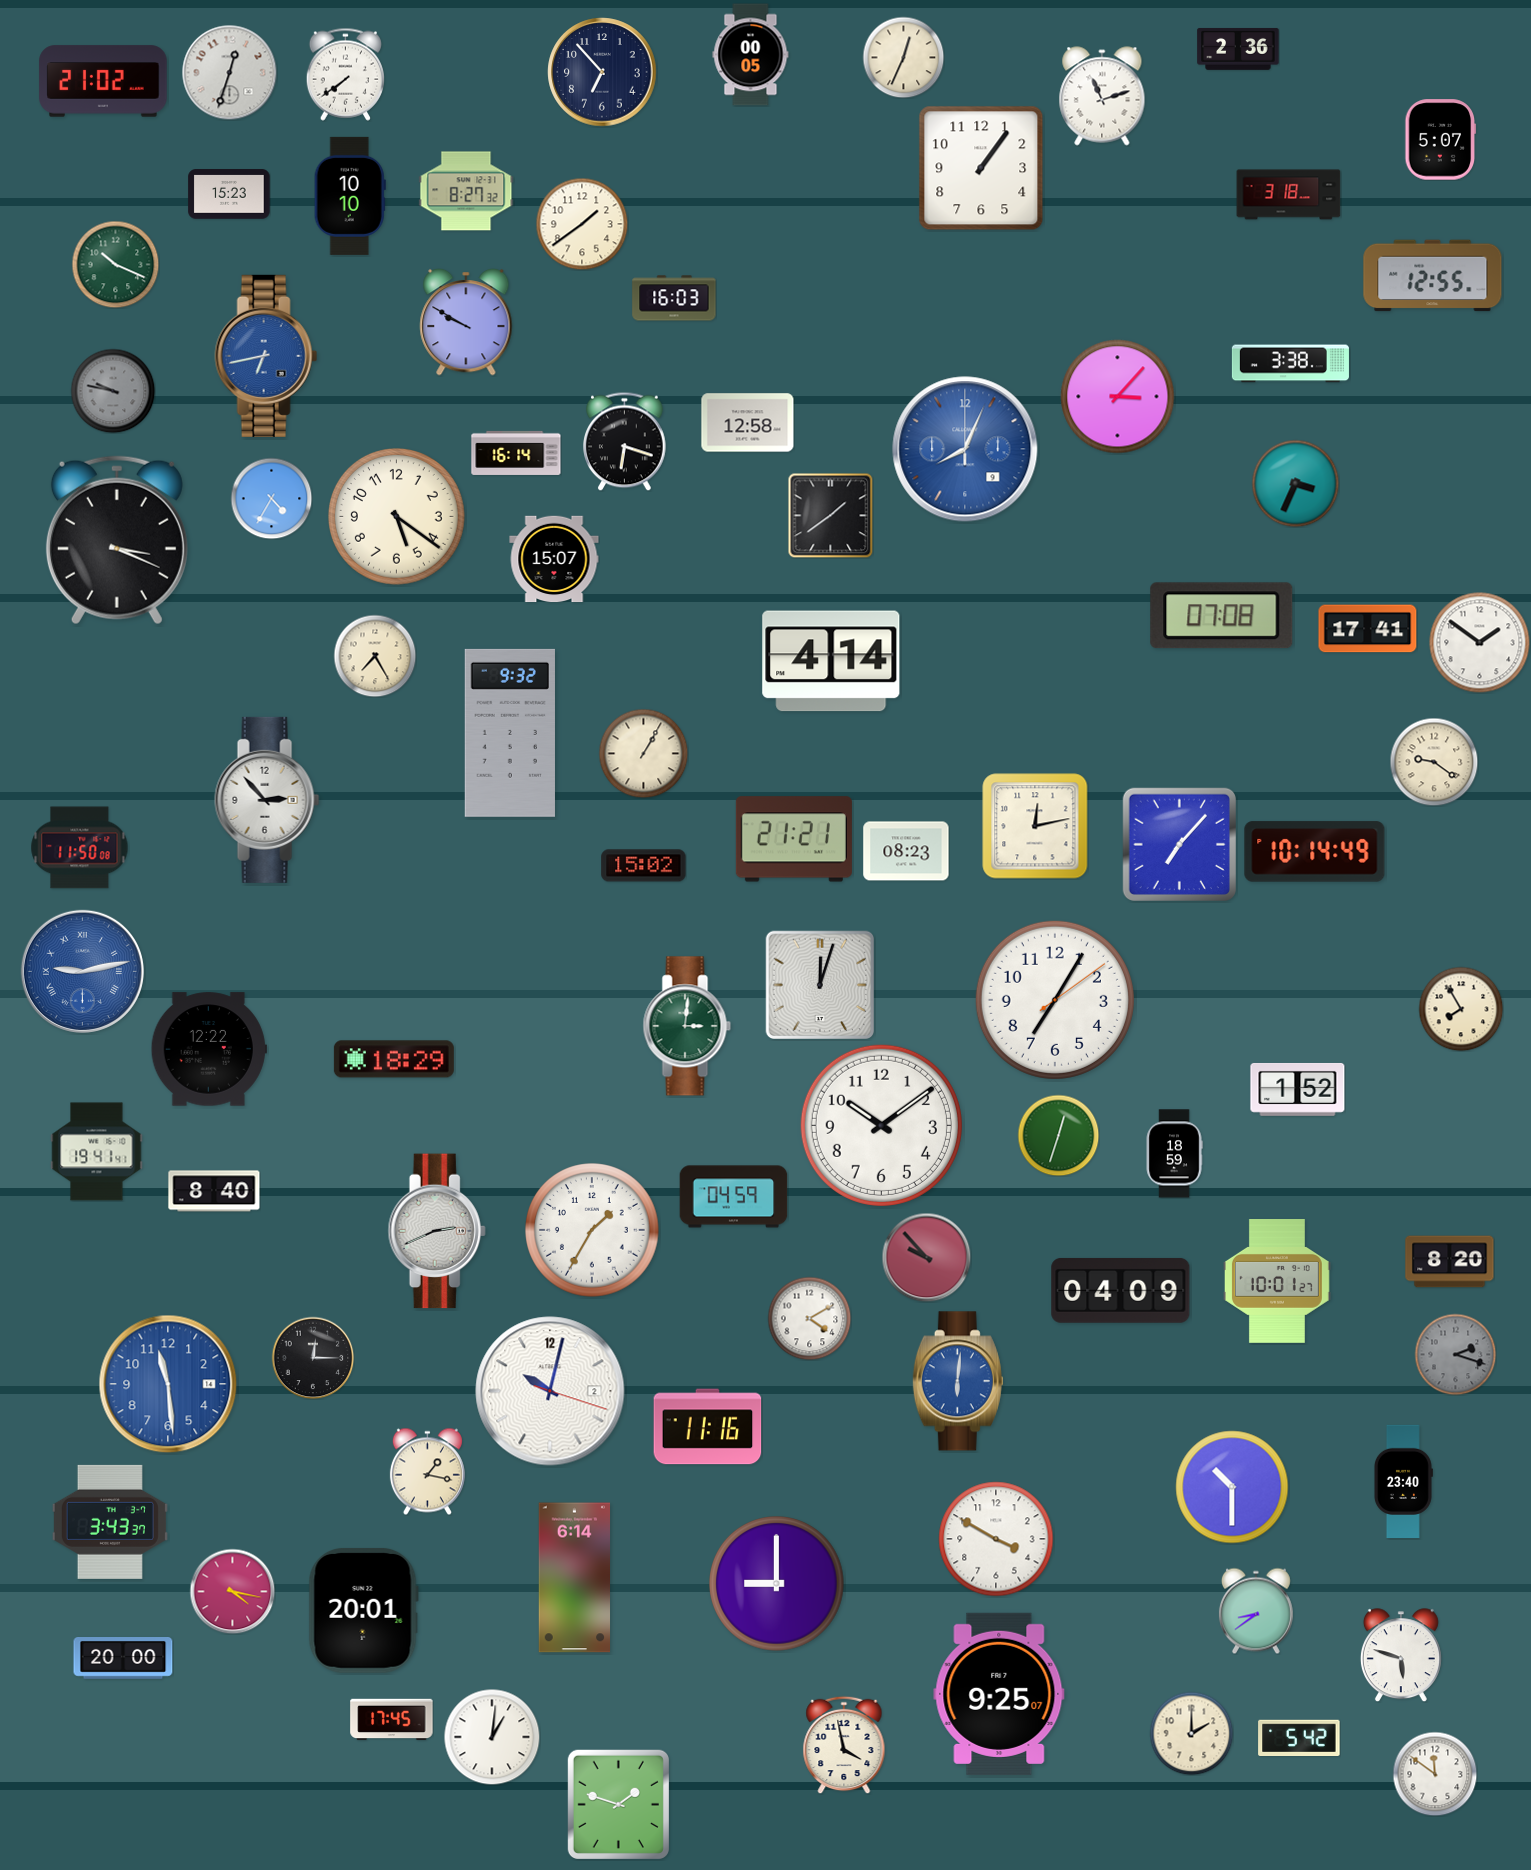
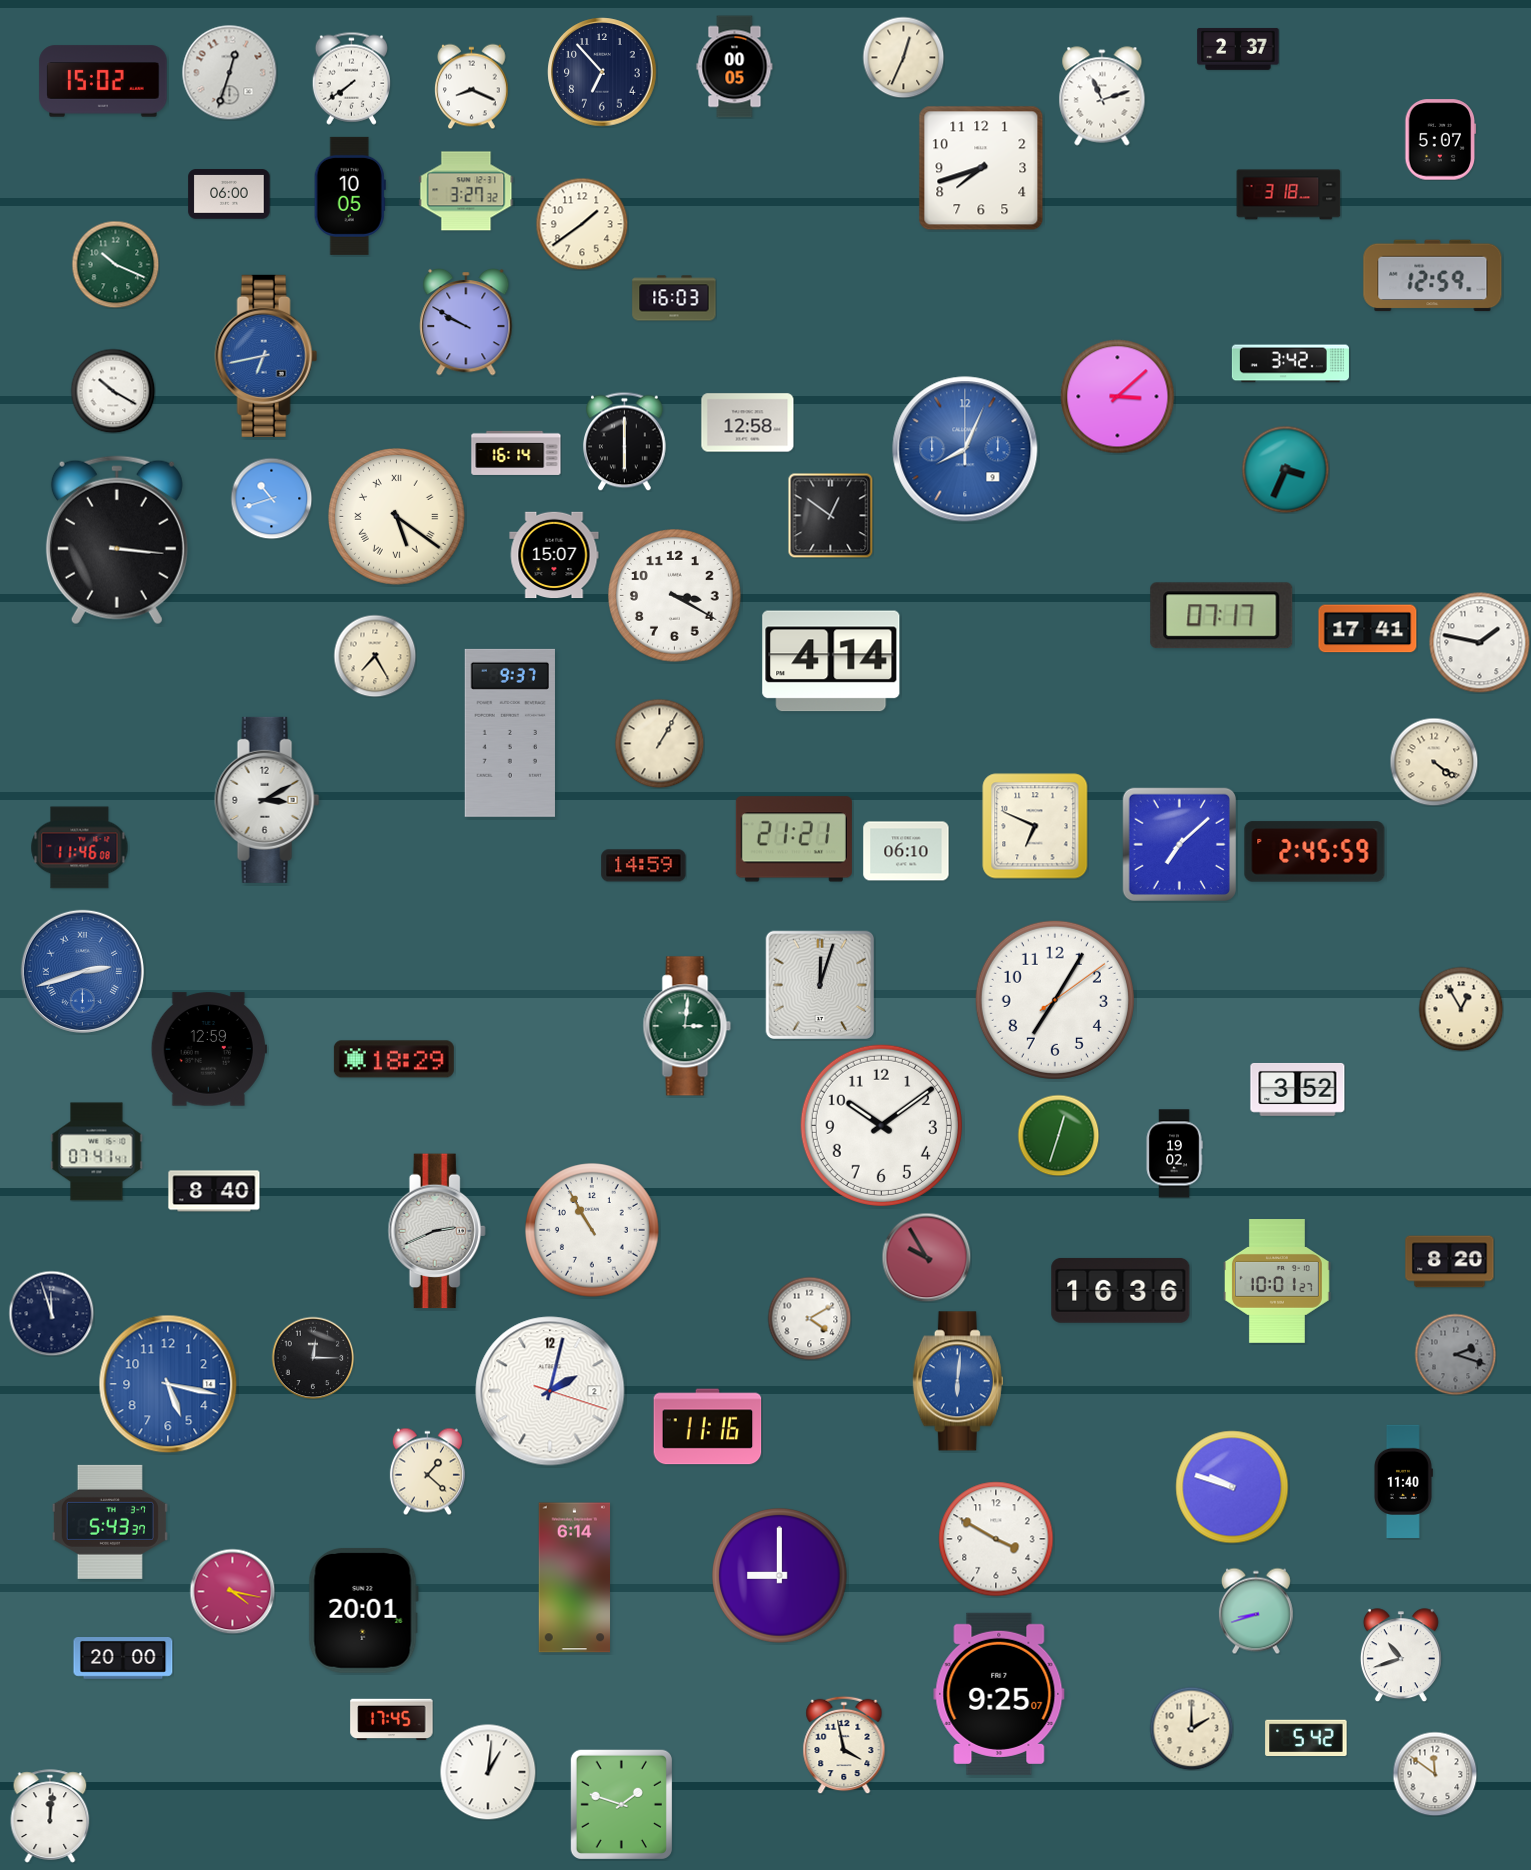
clock at (1238, 49): 2:36 -> 2:37
clock at (751, 55) position: (751, 55) -> (735, 67)
clock at (345, 74) position: (345, 74) -> (351, 78)
clock at (103, 81): 21:02 -> 15:02
clock at (472, 86): none -> 8:19
clock at (981, 168): 1:06 -> 7:42
clock at (466, 191): 8:27 -> 3:27
clock at (229, 194): 15:23 -> 06:00
clock at (350, 196): 10:10 -> 10:05
clock at (1433, 276): 12:55 -> 12:59
clock at (1290, 364): 3:38 -> 3:42
clock at (113, 391): 9:47 -> 10:20
clock at (113, 391) dial: grey -> white
clock at (1118, 397): 3:07 -> 3:08
clock at (625, 441): 6:18 -> 6:00
clock at (1295, 483) position: (1295, 483) -> (1285, 469)
clock at (271, 498): 4:35 -> 10:42
clock at (830, 515): 1:39 -> 12:51
clock at (397, 517) numerals: Arabic -> Roman
clock at (117, 540): 3:19 -> 3:16
clock at (554, 559) position: (554, 559) -> (554, 555)
clock at (675, 596): none -> 3:20
clock at (1222, 616): 07:08 -> 07:17
clock at (1480, 643): 1:51 -> 1:47
clock at (510, 733): 9:32 -> 9:37
clock at (643, 753) position: (643, 753) -> (659, 743)
clock at (1434, 762): 9:21 -> 4:21
clock at (267, 800): 2:53 -> 3:10
clock at (1035, 826): 12:13 -> 6:49
clock at (1179, 844): 7:07 -> 7:08
clock at (80, 848): 11:50 -> 11:46
clock at (906, 851): 08:23 -> 06:10
clock at (1315, 852): 10:14 -> 2:45
clock at (644, 866): 15:02 -> 14:59
clock at (82, 971): 9:13 -> 2:42
clock at (1461, 1009): 7:55 -> 12:55
clock at (209, 1049): 12:22 -> 12:59
clock at (1298, 1089): 1:52 -> 3:52
clock at (97, 1152): 19:41 -> 07:41
clock at (1174, 1154): 18:59 -> 19:02
clock at (734, 1197): 04:59 -> none
clock at (592, 1230): 1:35 -> 10:55
clock at (926, 1257): 9:53 -> 9:55
clock at (1121, 1290): 04:09 -> 16:36
clock at (51, 1313): none -> 11:57
clock at (168, 1384): 11:29 -> 5:17
clock at (550, 1391): 10:02 -> 2:02
clock at (427, 1471): 1:17 -> 1:22
clock at (1403, 1481): 23:40 -> 11:40
clock at (1232, 1487): 10:30 -> 9:48
clock at (110, 1522): 3:43 -> 5:43
clock at (777, 1584) position: (777, 1584) -> (780, 1576)
clock at (1256, 1611): 8:39 -> 8:42
clock at (1401, 1655): 5:48 -> 10:42
clock at (1191, 1733) position: (1191, 1733) -> (1191, 1728)
clock at (492, 1737) position: (492, 1737) -> (488, 1772)
clock at (1299, 1737) position: (1299, 1737) -> (1306, 1737)
clock at (618, 1804) position: (618, 1804) -> (621, 1804)
clock at (50, 1816): none -> 12:01
